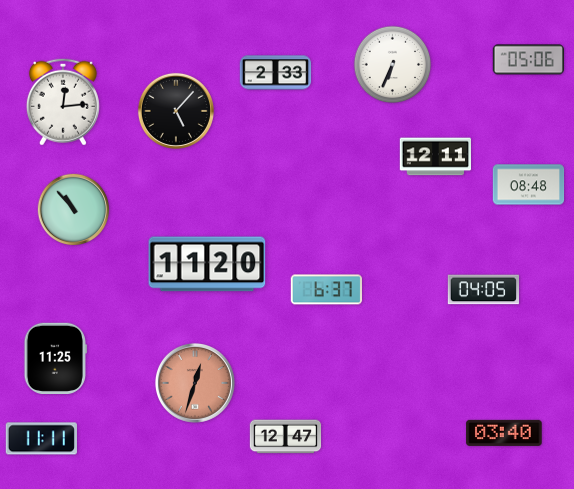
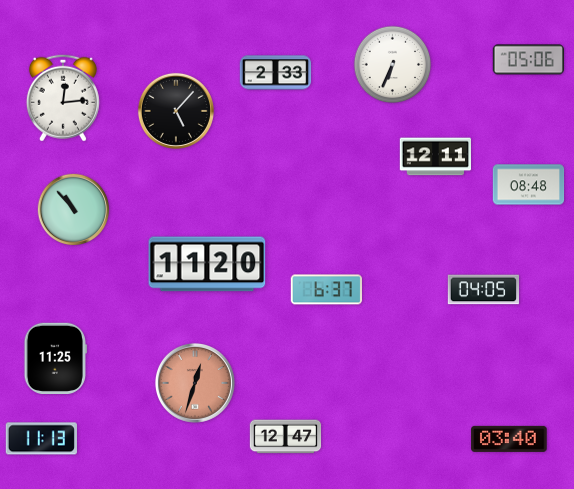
clock at (63, 102) position: (63, 102) -> (63, 98)
clock at (504, 433) position: (504, 433) -> (509, 439)
clock at (41, 439): 11:11 -> 11:13
